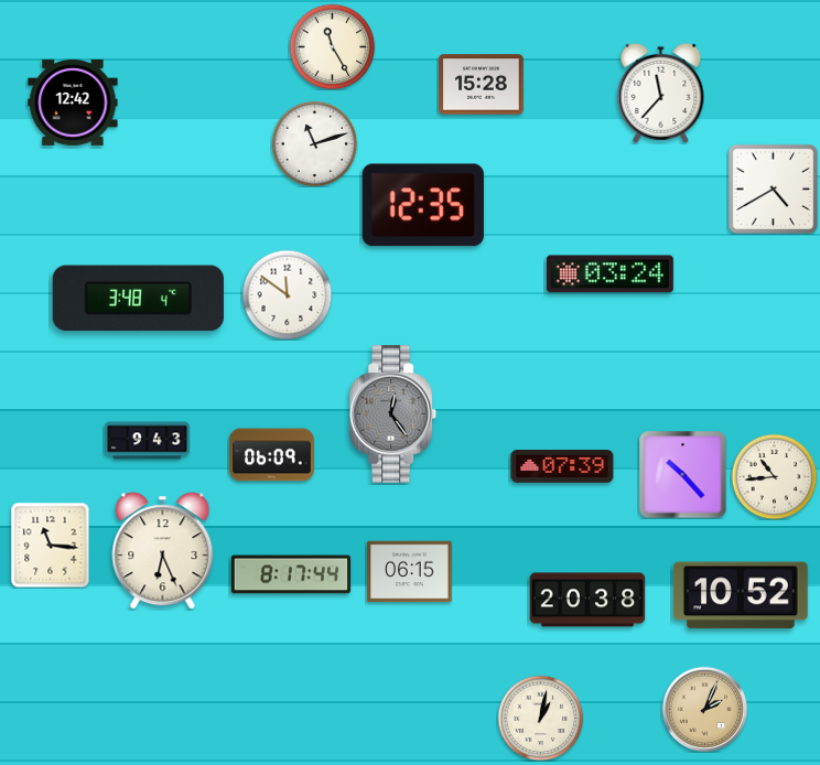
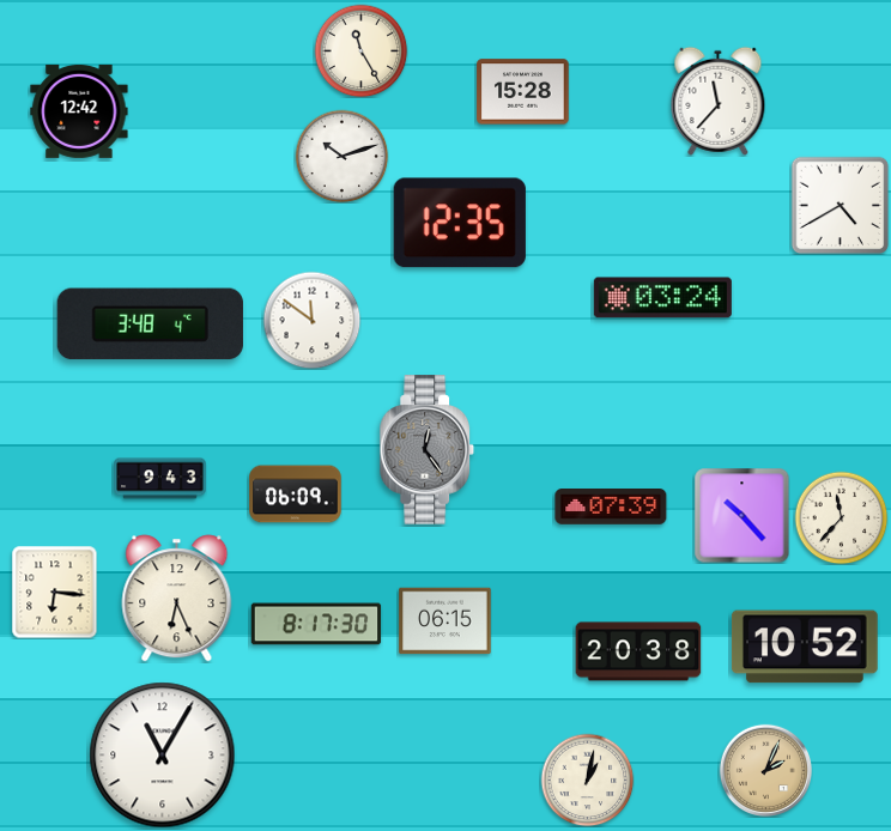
clock at (314, 143): 11:12 -> 10:12
clock at (774, 476): 10:44 -> 11:37
clock at (51, 545): 11:16 -> 6:16
clock at (291, 574): 8:17:44 -> 8:17:30
clock at (163, 756): none -> 11:05
